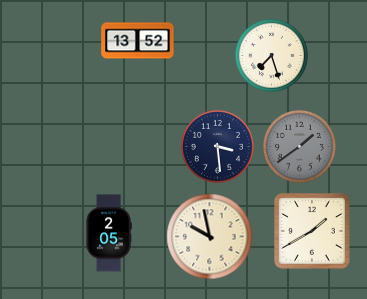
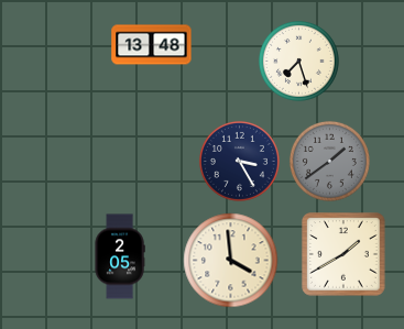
clock at (138, 41): 13:52 -> 13:48
clock at (217, 146): 3:29 -> 3:25
clock at (210, 237): 9:58 -> 3:59
